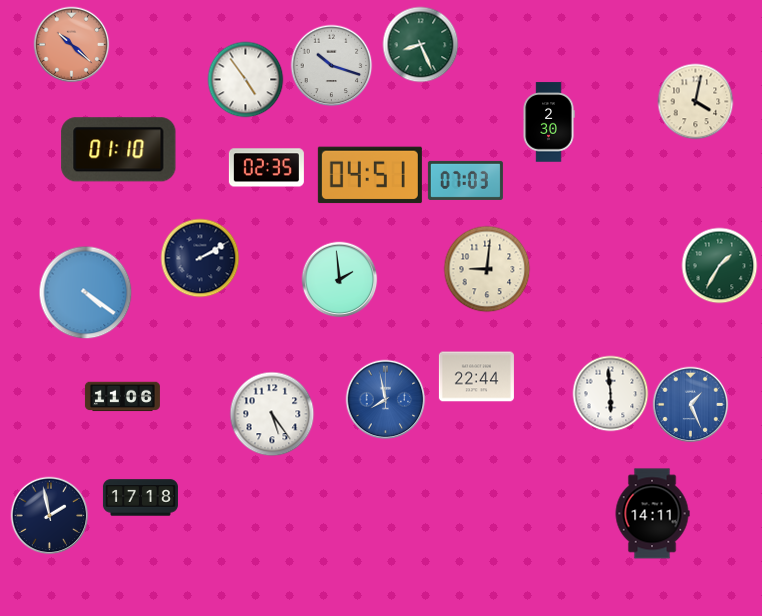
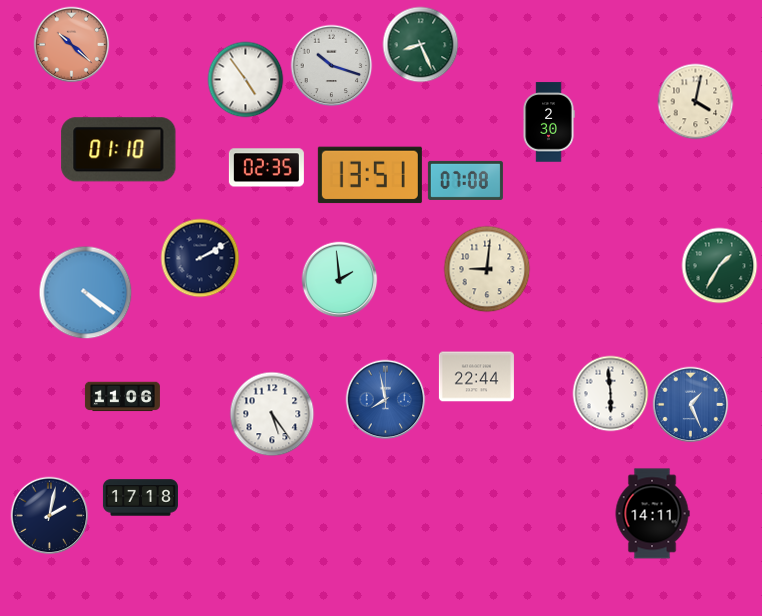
clock at (370, 175): 04:51 -> 13:51
clock at (465, 180): 07:03 -> 07:08
clock at (50, 516): 1:58 -> 2:02
